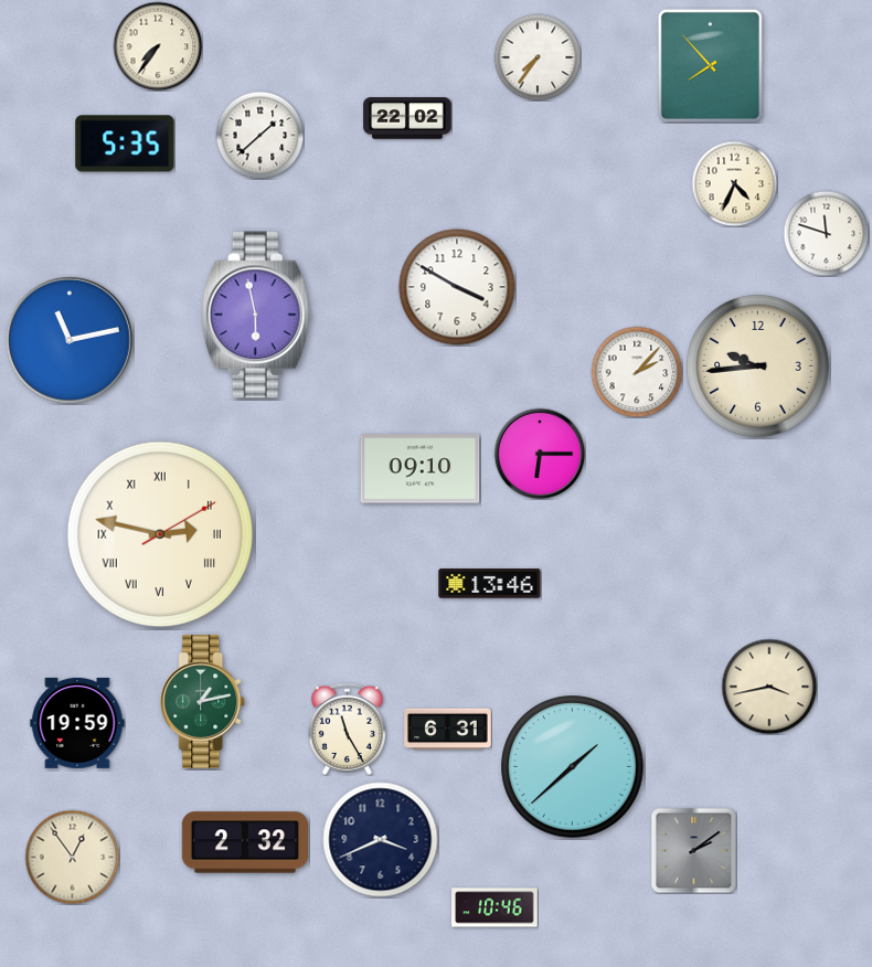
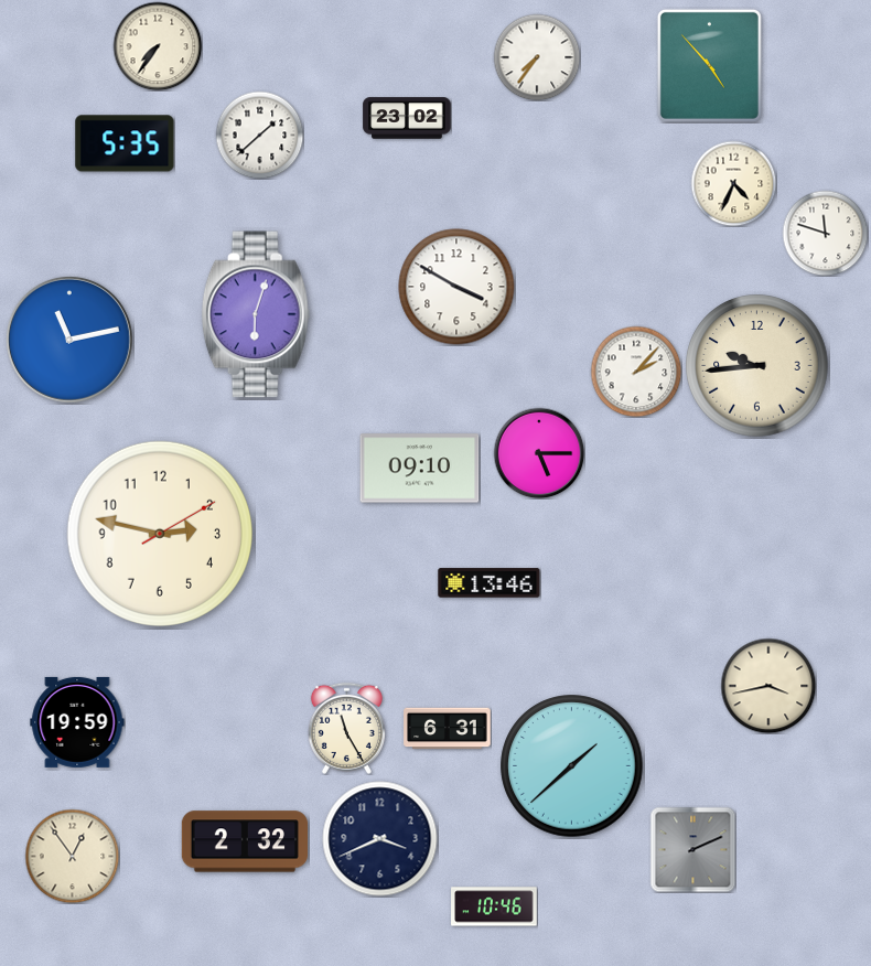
clock at (710, 65): 7:53 -> 4:53
clock at (407, 118): 22:02 -> 23:02
clock at (256, 315): 5:58 -> 6:03
clock at (540, 454): 6:15 -> 5:15
clock at (159, 533) numerals: Roman -> Arabic
clock at (203, 701): 1:13 -> none
clock at (693, 850): 2:09 -> 2:11
